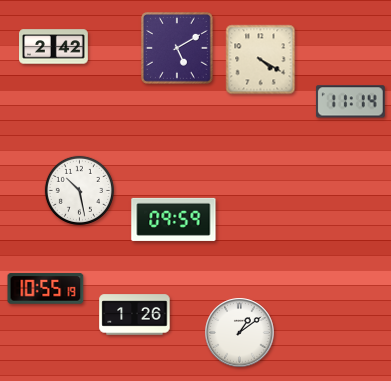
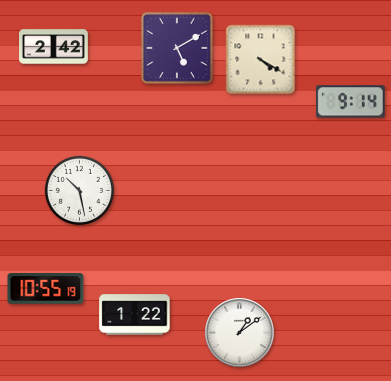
clock at (350, 102): 11:14 -> 9:14
clock at (174, 219): 09:59 -> none
clock at (135, 315): 1:26 -> 1:22
